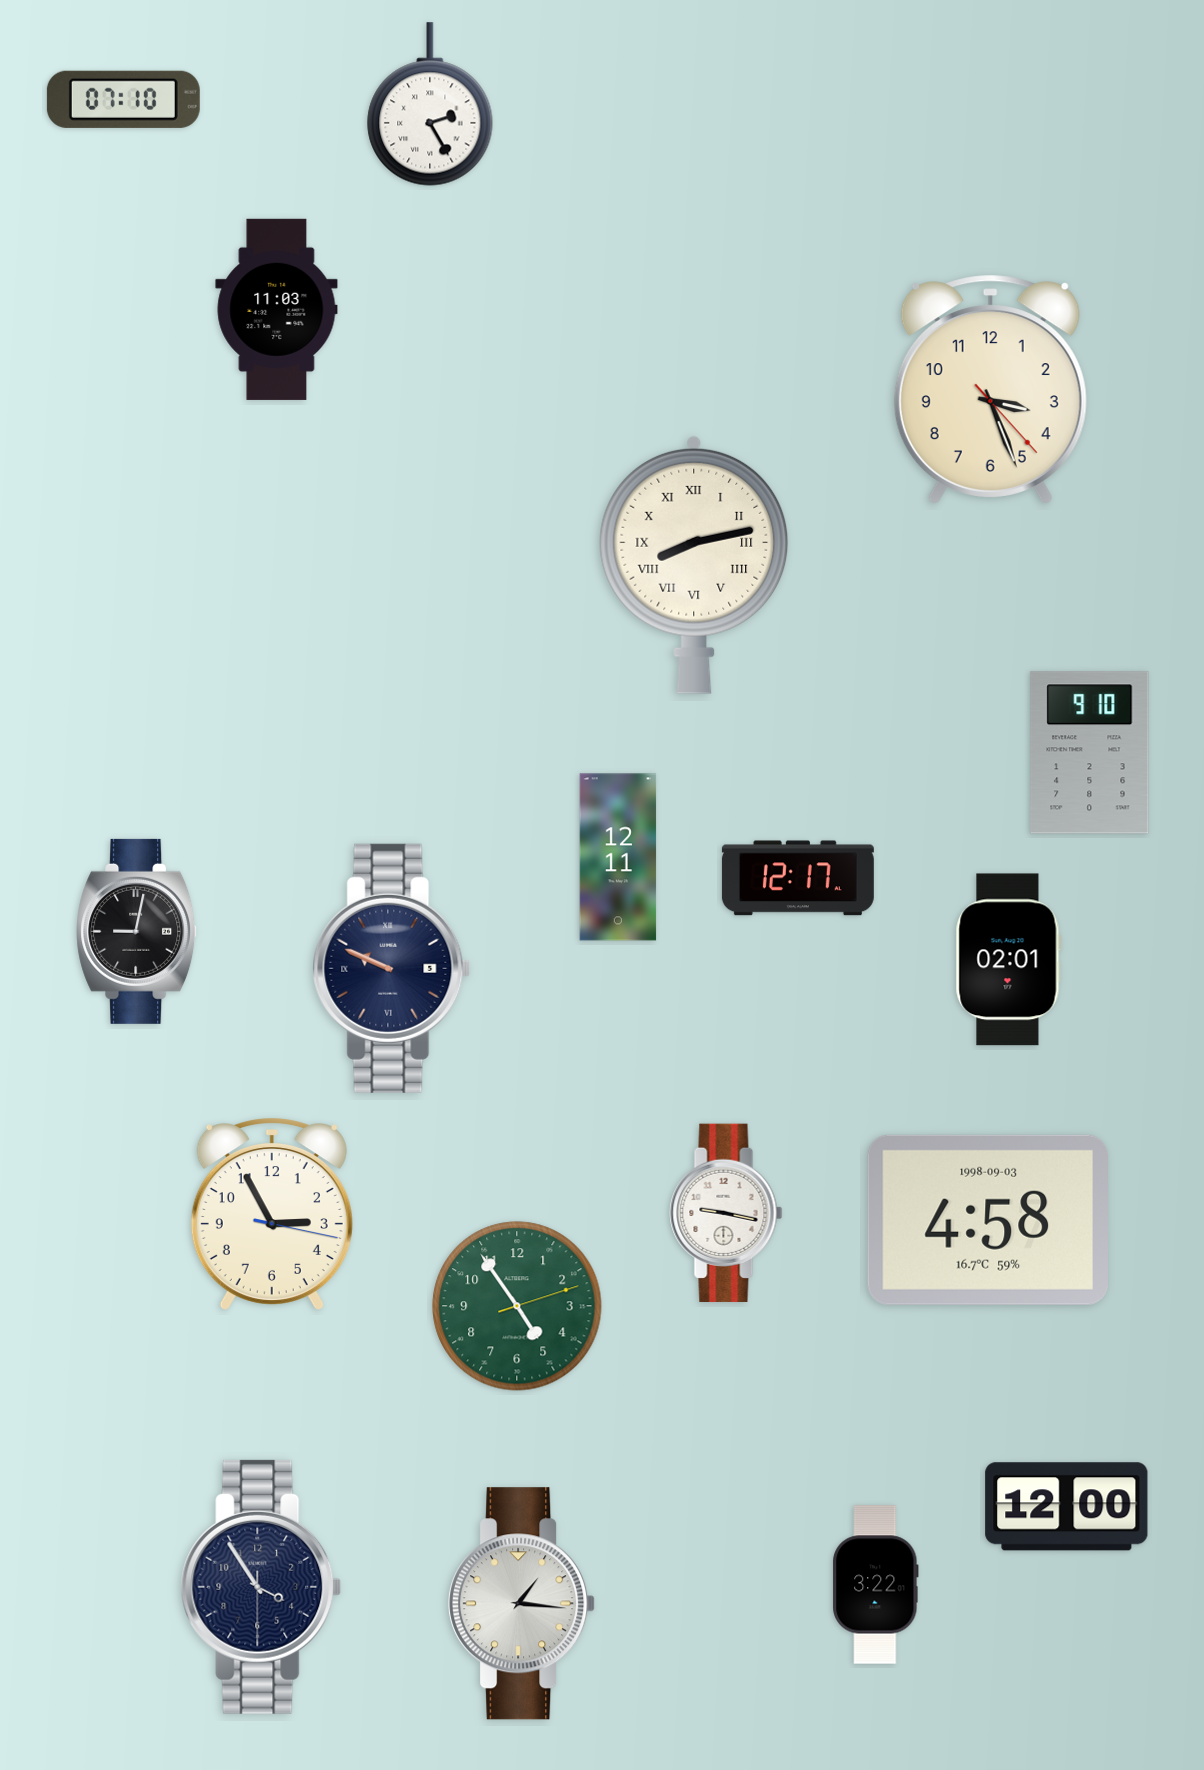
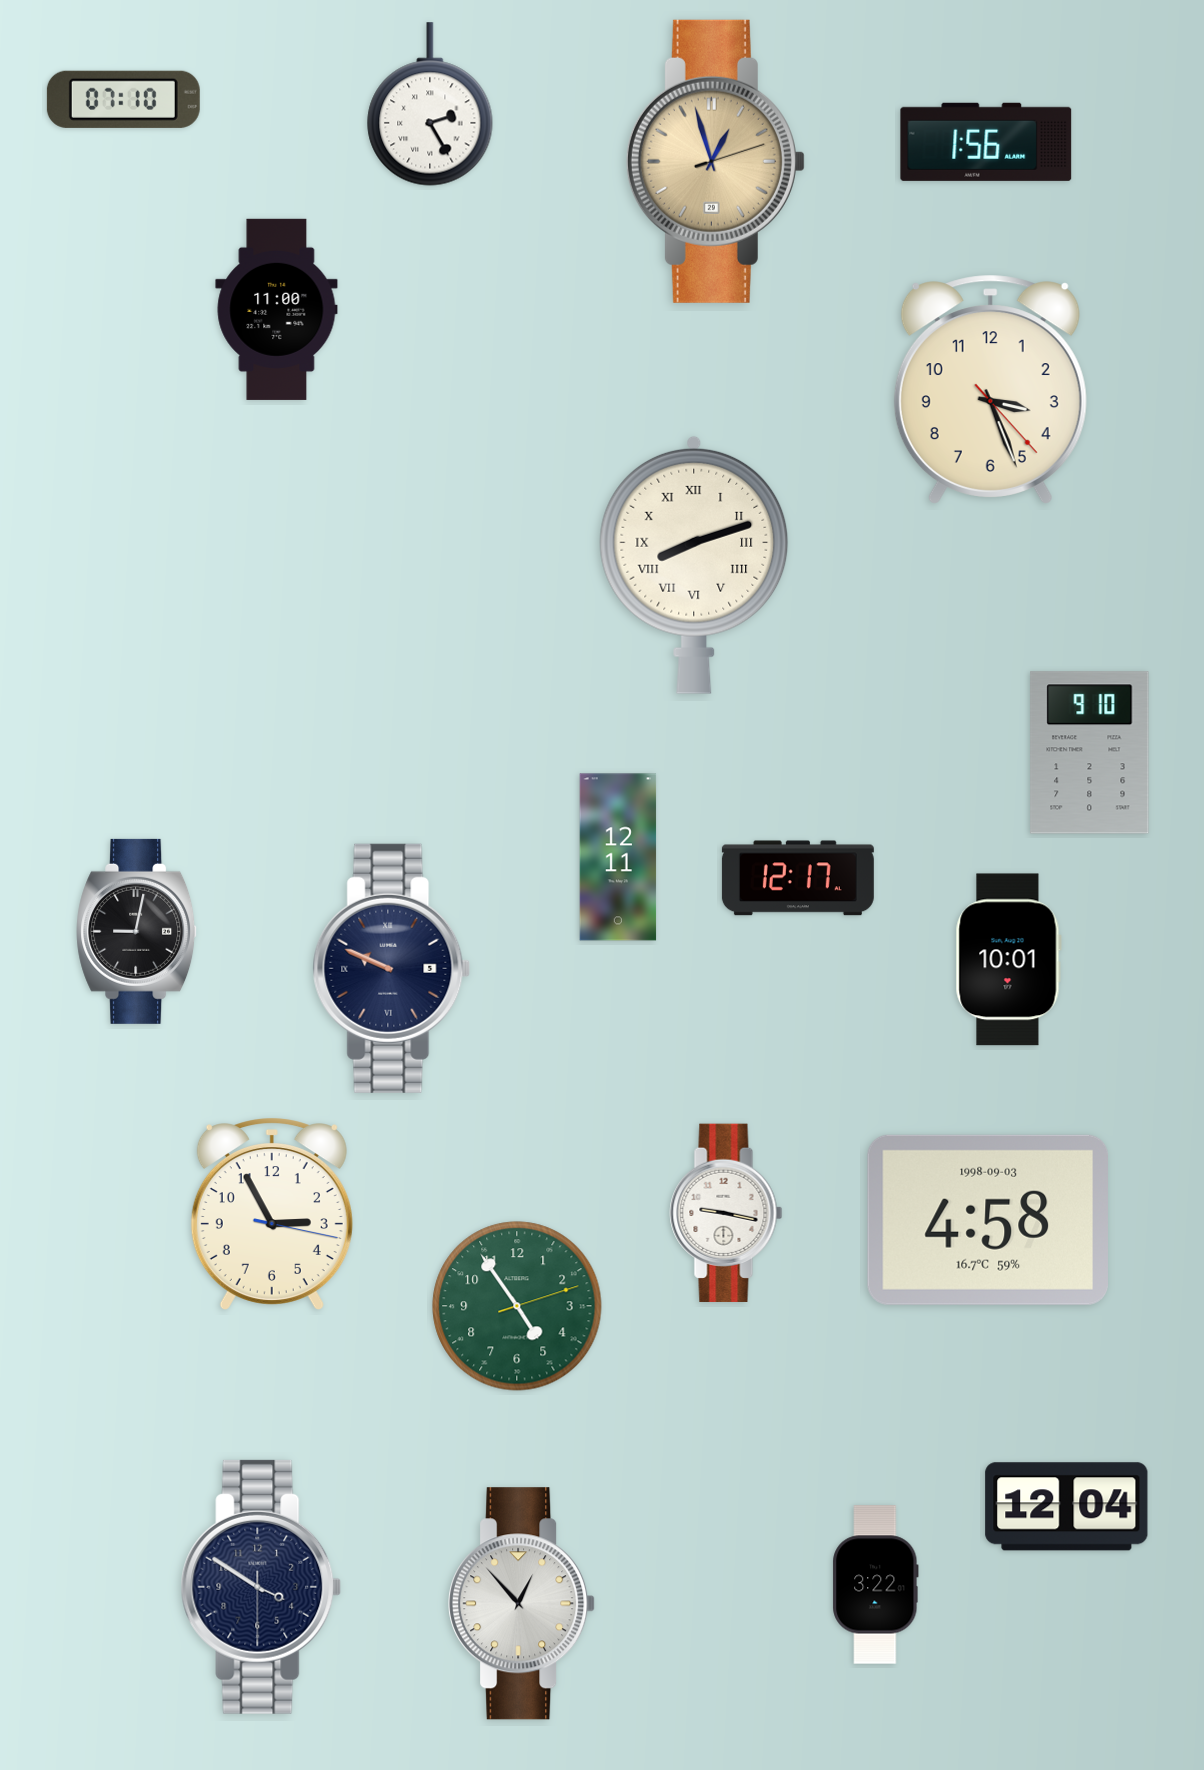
clock at (986, 142): none -> 1:56
clock at (715, 161): none -> 12:57
clock at (277, 309): 11:03 -> 11:00
clock at (694, 565): 8:13 -> 8:12
clock at (1008, 960): 02:01 -> 10:01
clock at (1067, 1507): 12:00 -> 12:04
clock at (261, 1587): 3:54 -> 3:50
clock at (522, 1604): 1:16 -> 12:53
